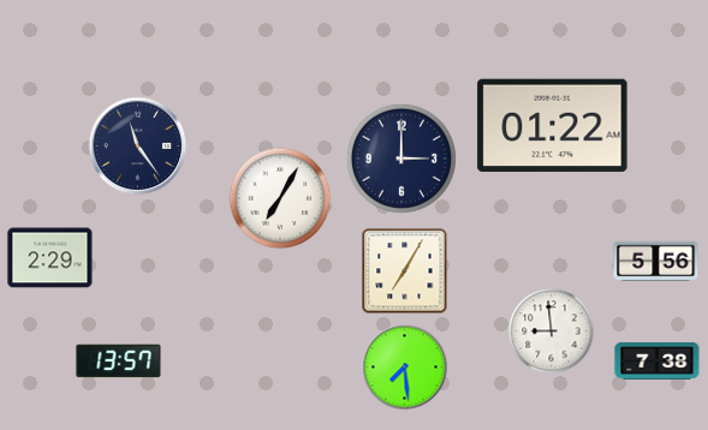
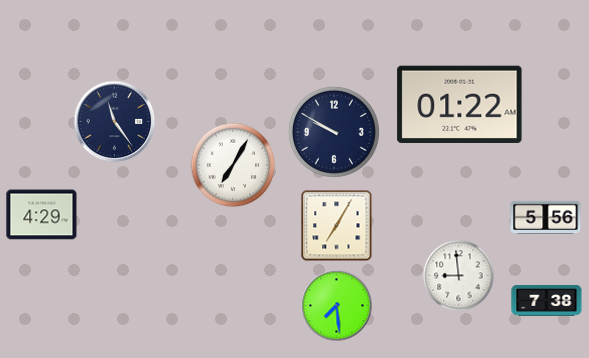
clock at (401, 159): 3:00 -> 9:50
clock at (50, 258): 2:29 -> 4:29
clock at (119, 362): 13:57 -> none
